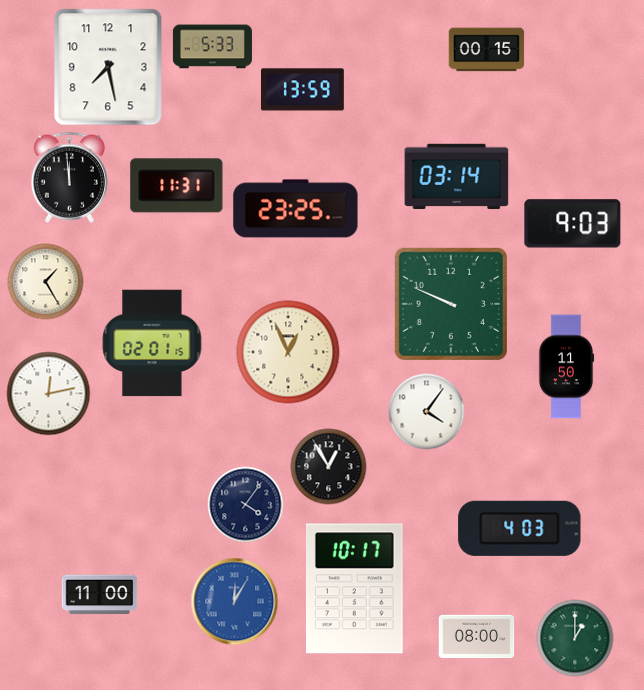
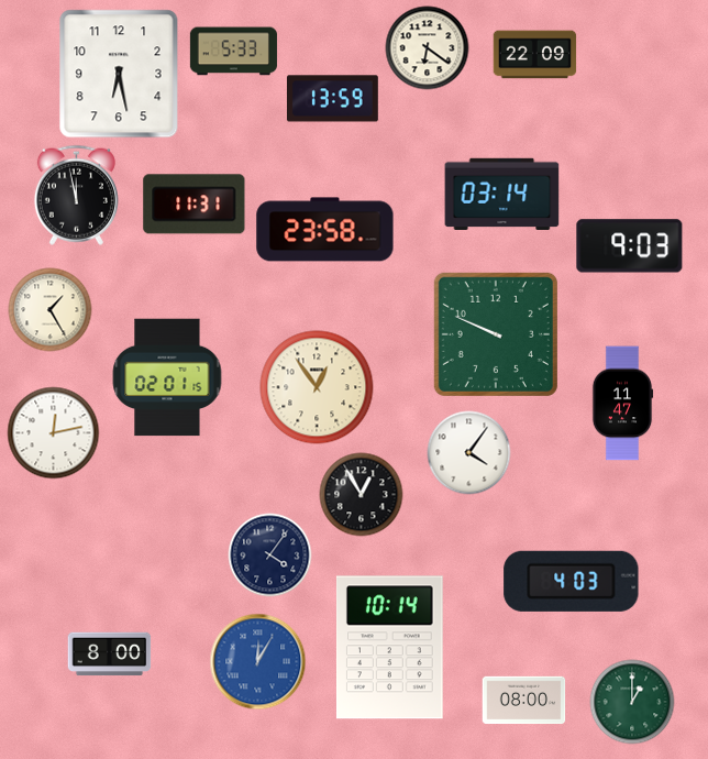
clock at (428, 48): none -> 6:21
clock at (487, 50): 00:15 -> 22:09
clock at (108, 67): 7:28 -> 6:28
clock at (69, 177): 11:59 -> 11:58
clock at (296, 209): 23:25 -> 23:58
clock at (288, 352): 12:56 -> 12:54
clock at (566, 367): 11:50 -> 11:47
clock at (329, 467) position: (329, 467) -> (362, 495)
clock at (354, 589): 10:17 -> 10:14
clock at (100, 595): 11:00 -> 8:00
